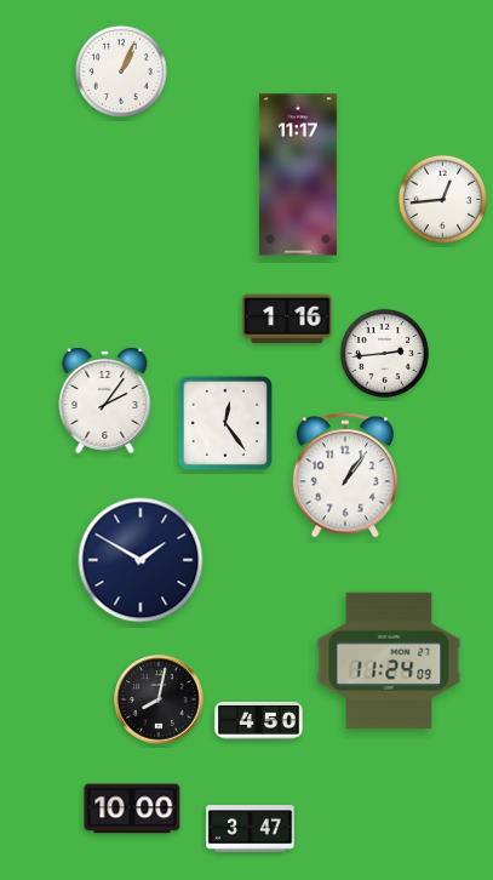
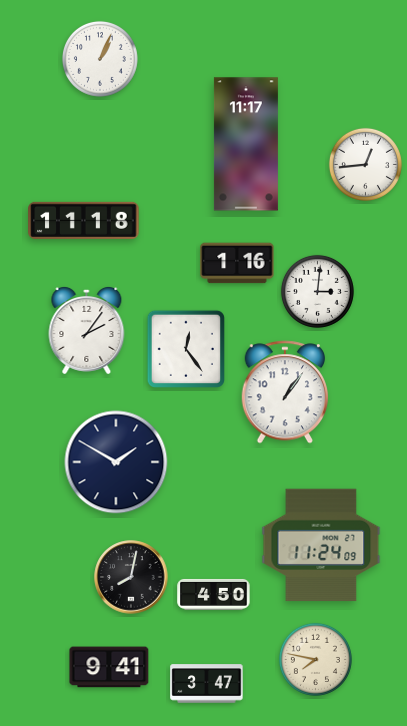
clock at (84, 220): none -> 11:18
clock at (384, 353): 2:44 -> 3:01
clock at (315, 659): none -> 7:47
clock at (132, 808): 10:00 -> 9:41
